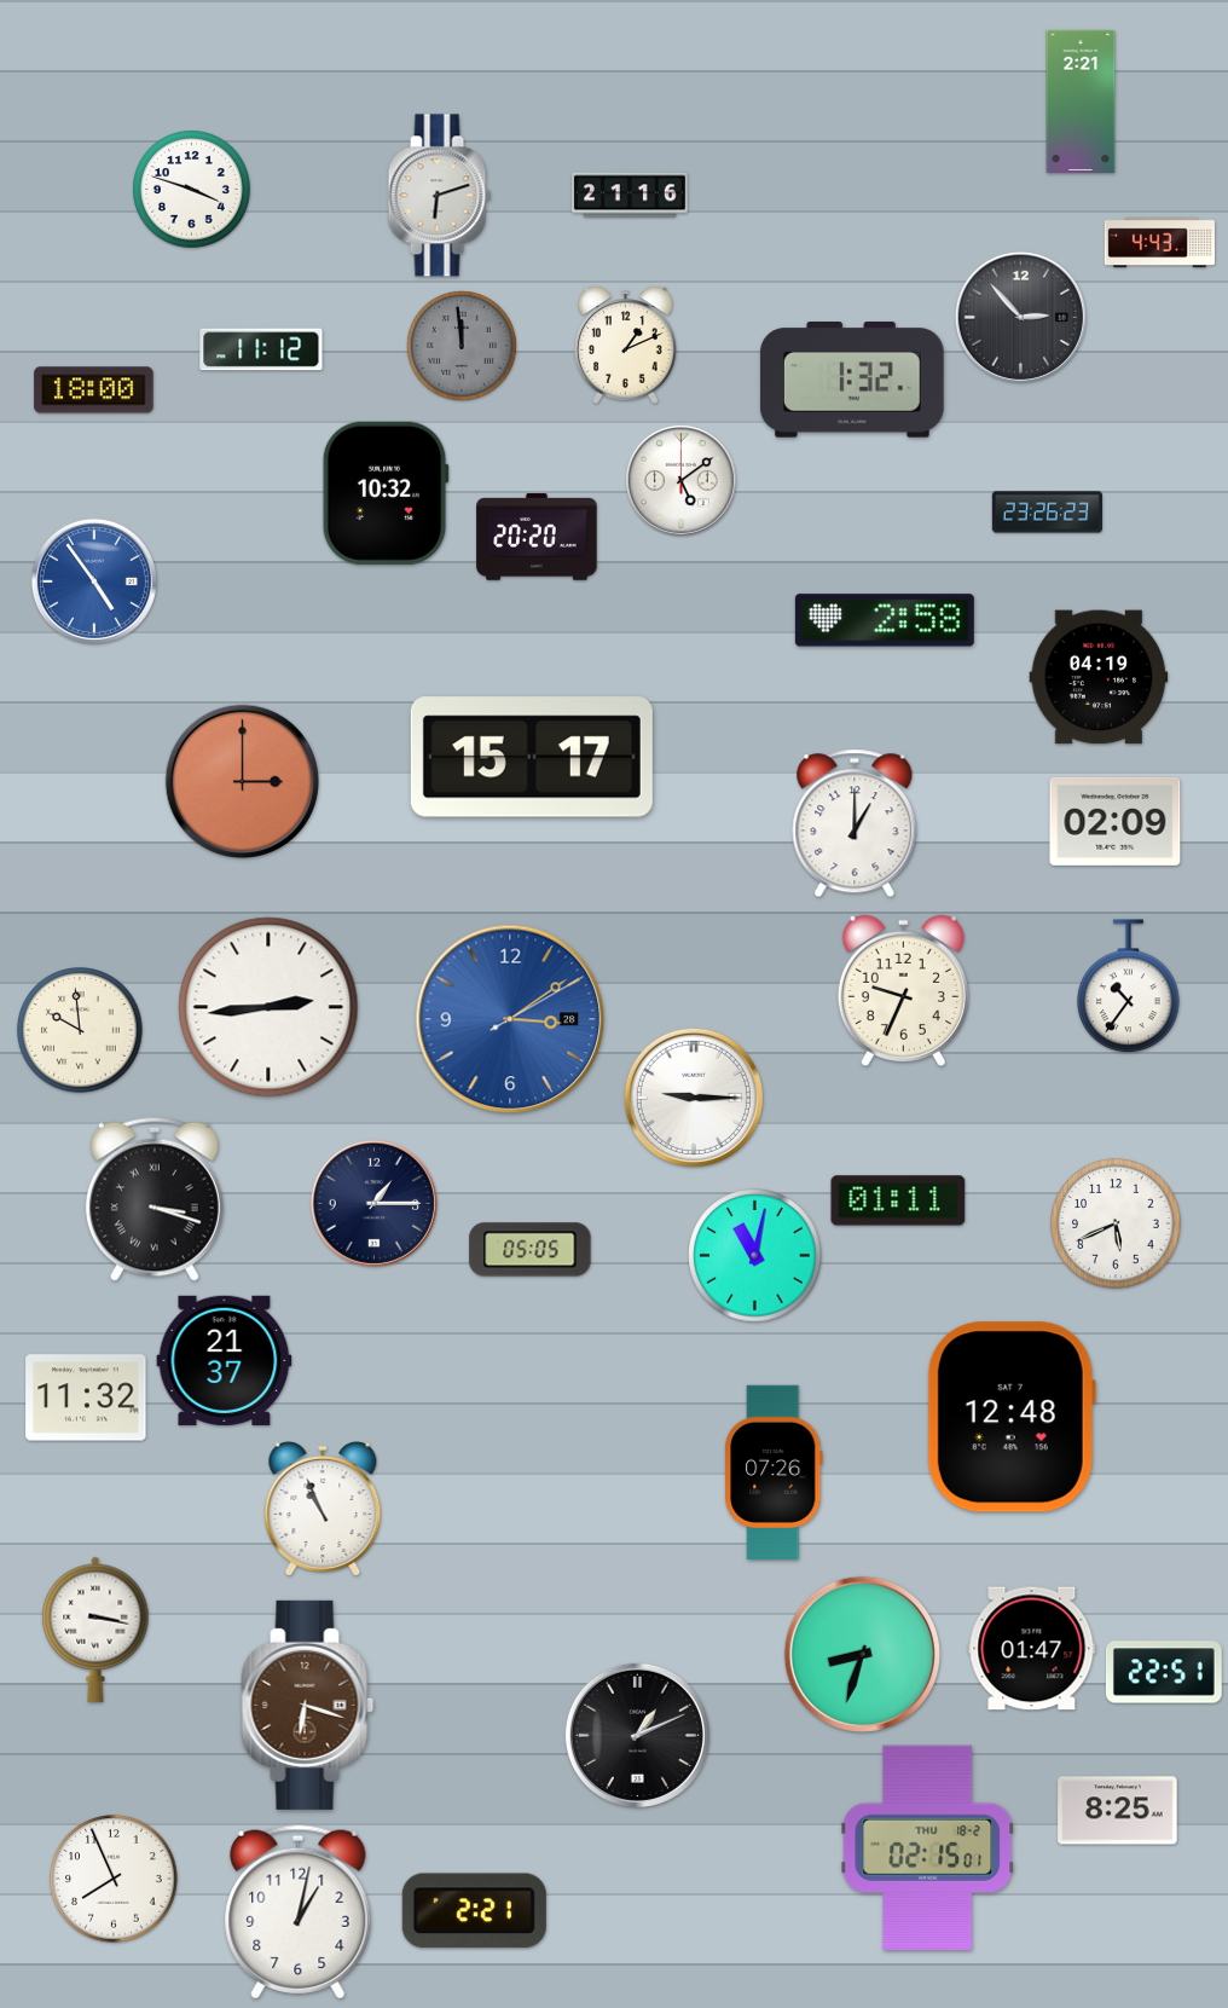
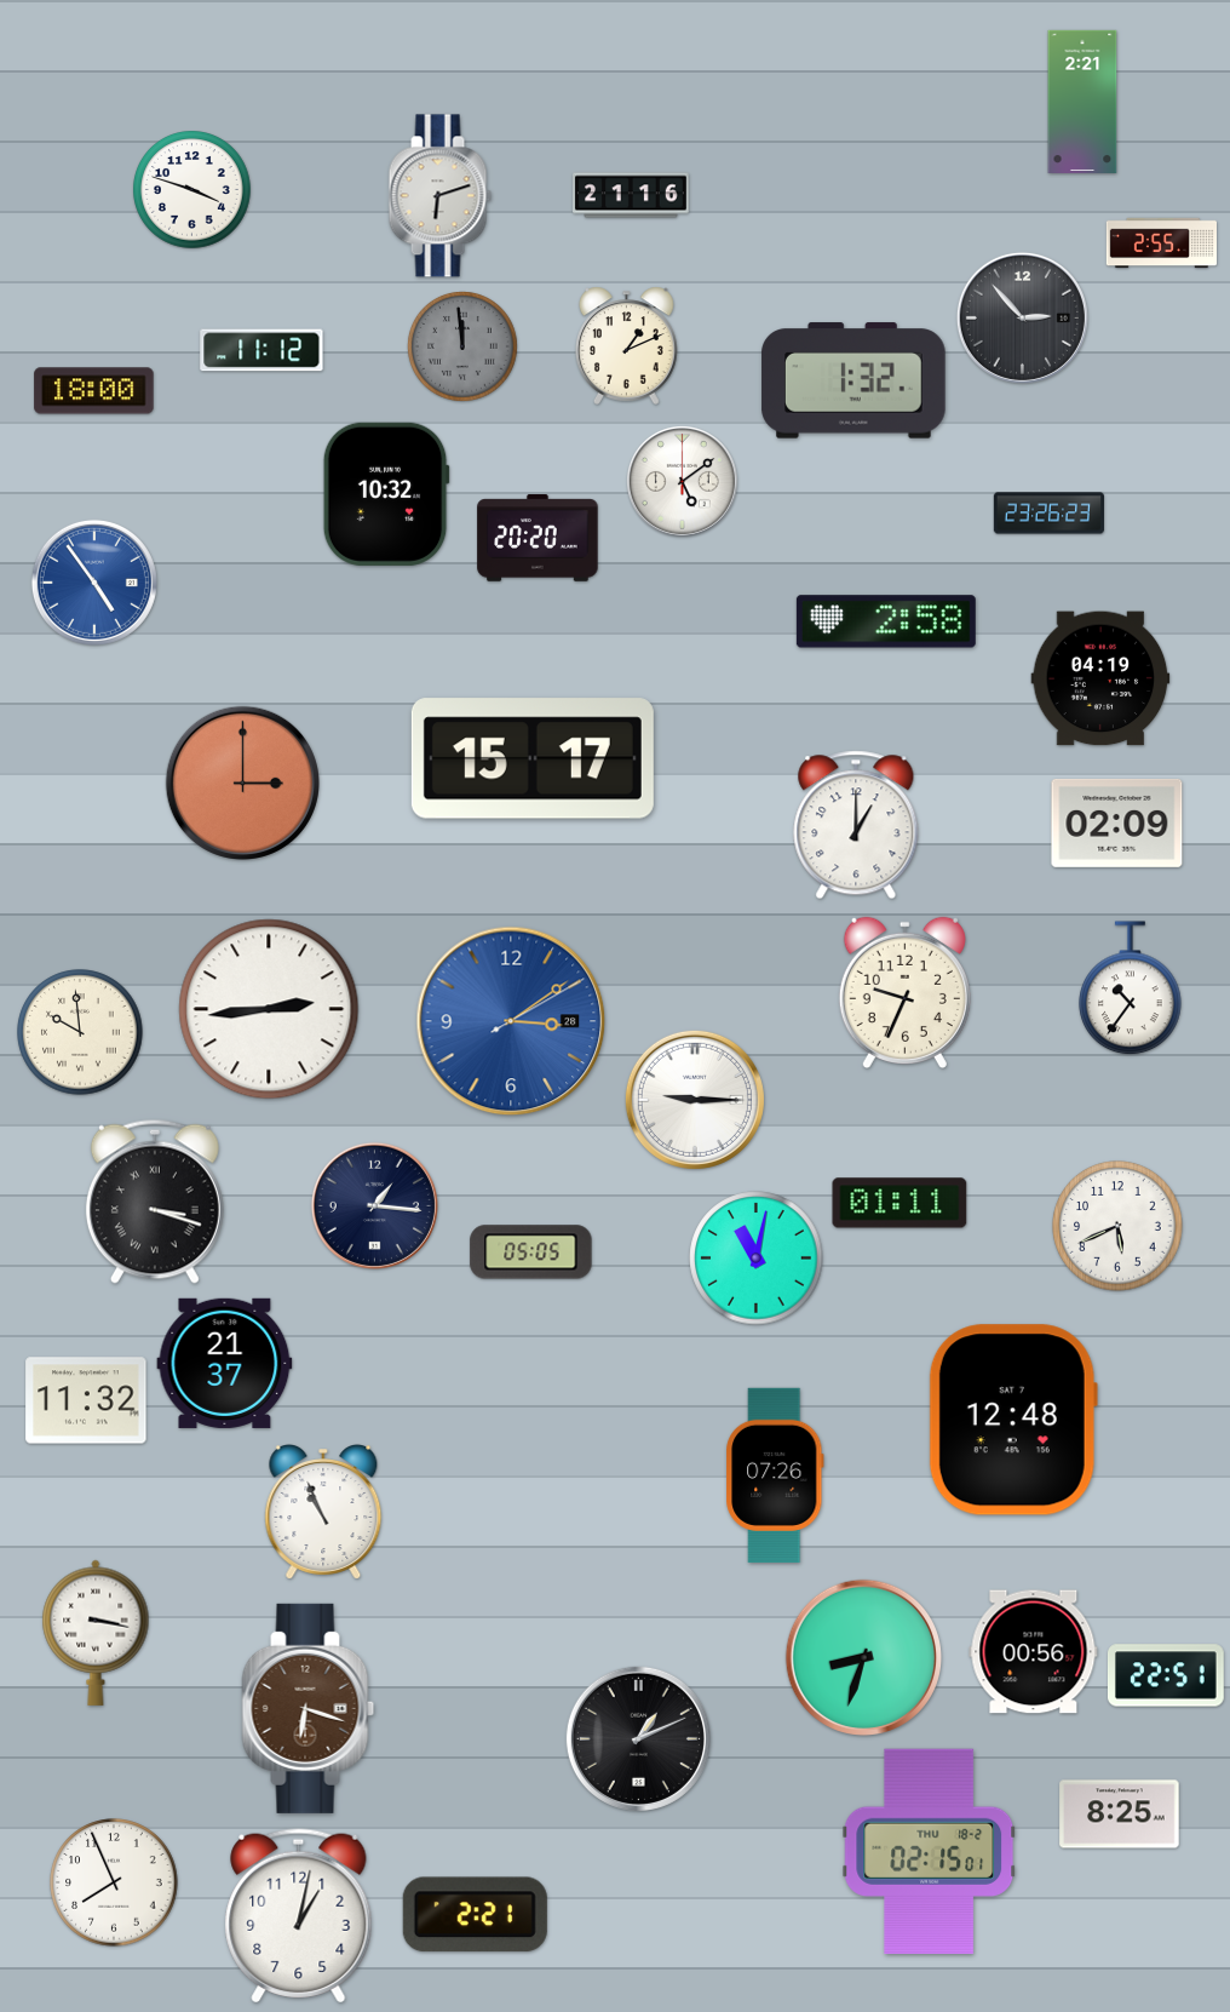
clock at (1159, 243): 4:43 -> 2:55
clock at (373, 1203): 1:15 -> 1:16
clock at (1032, 1649): 01:47 -> 00:56
